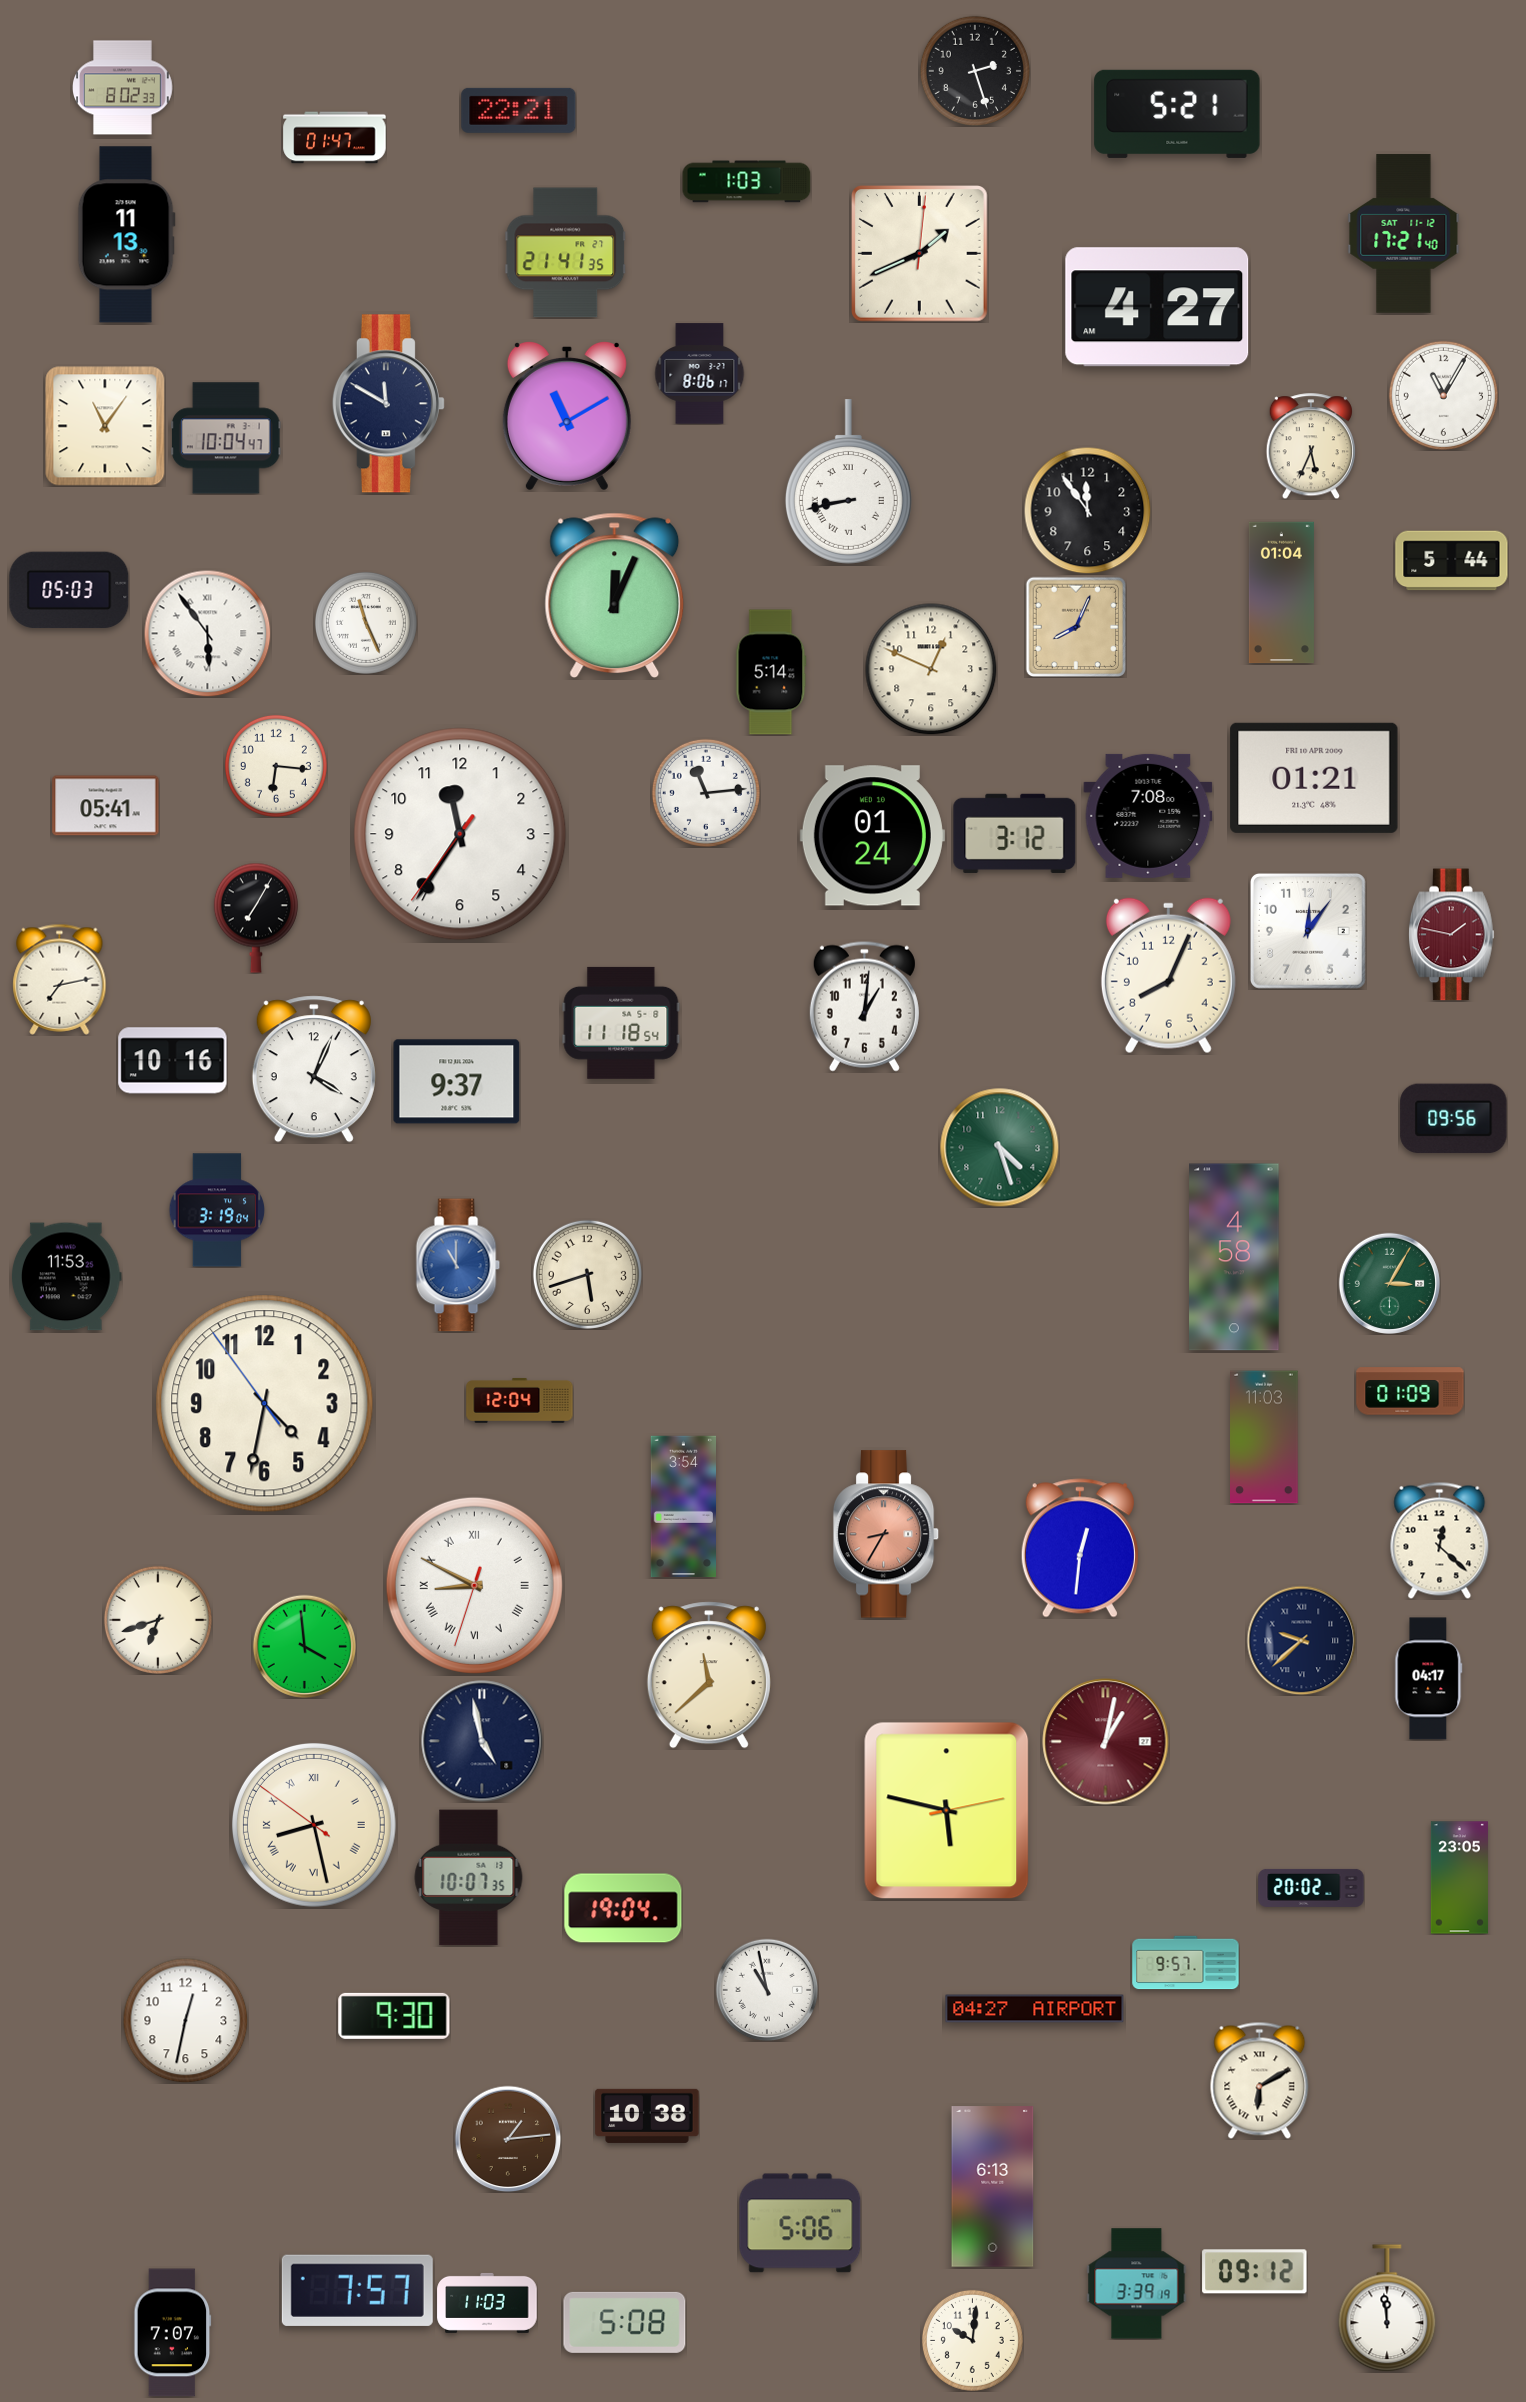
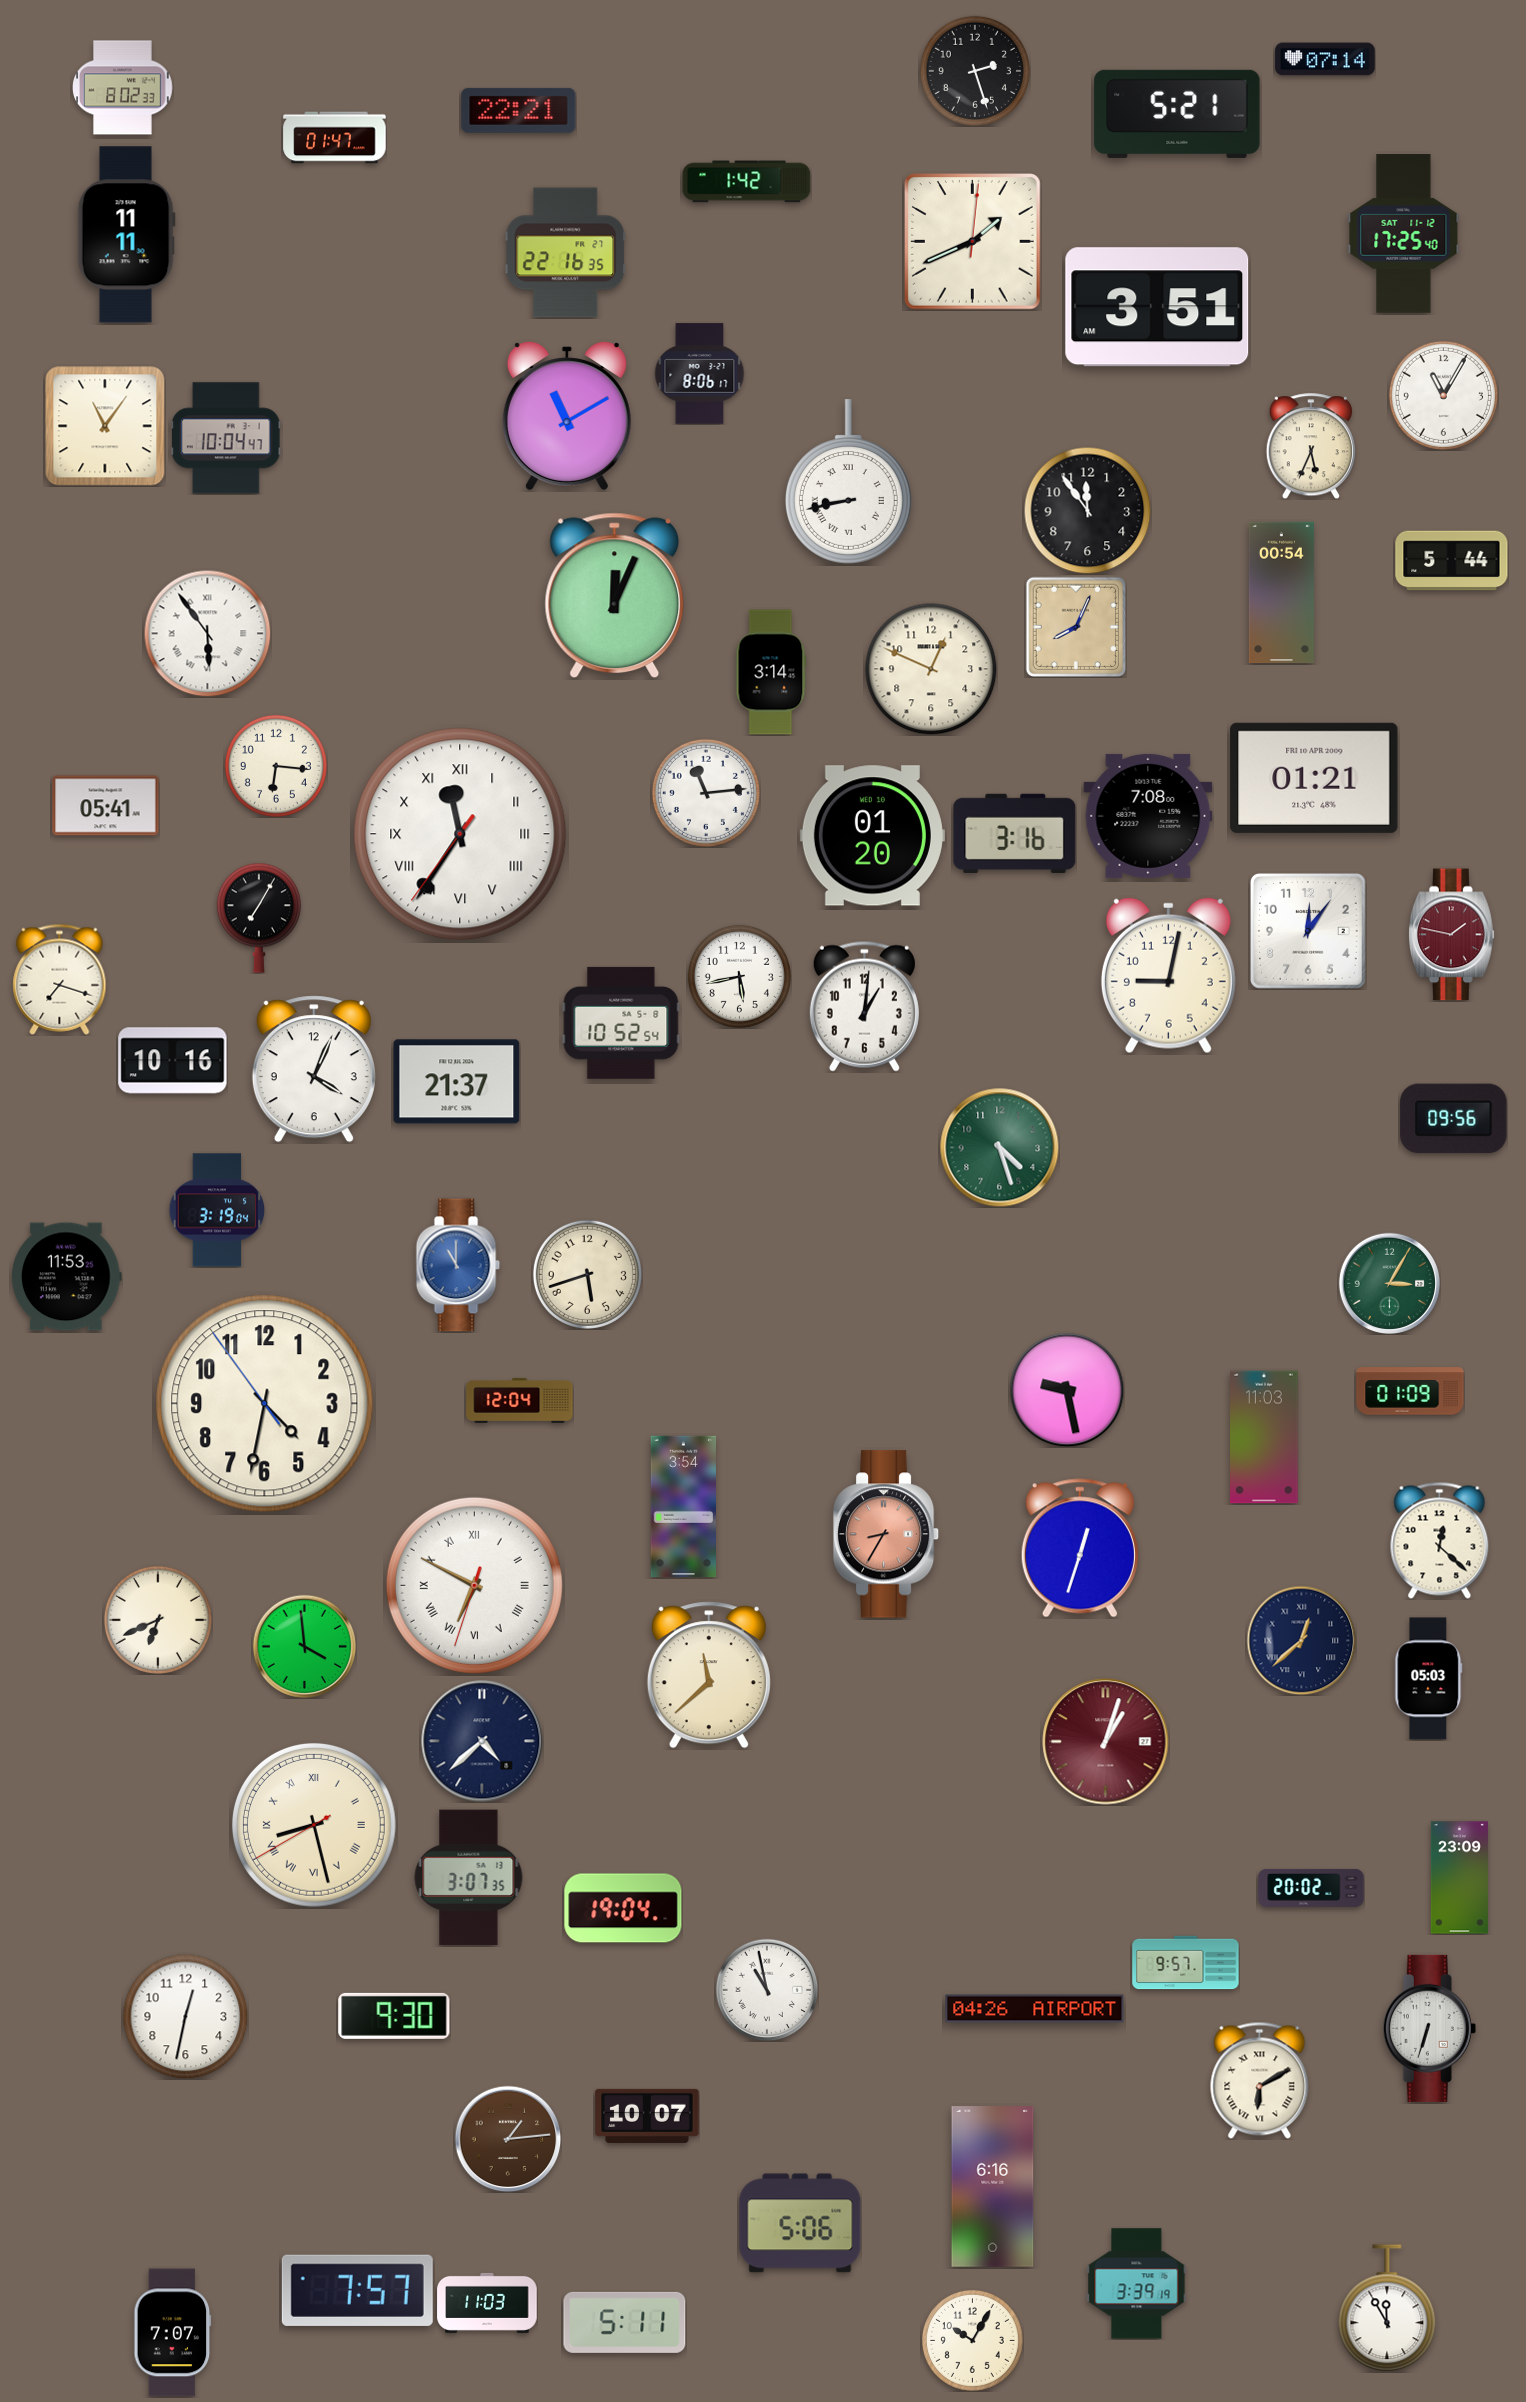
clock at (1325, 59): none -> 07:14
clock at (747, 182): 1:03 -> 1:42
clock at (1404, 234): 17:21 -> 17:25
clock at (126, 235): 11:13 -> 11:11
clock at (566, 253): 21:41 -> 22:16
clock at (920, 254) position: (920, 254) -> (973, 242)
clock at (1157, 307): 4:27 -> 3:51
clock at (388, 404): 11:50 -> none
clock at (69, 590): 05:03 -> none
clock at (1281, 593): 01:04 -> 00:54
clock at (366, 623): 11:26 -> none
clock at (771, 672): 5:14 -> 3:14
clock at (1015, 833): 3:12 -> 3:16
clock at (460, 834) numerals: Arabic -> Roman
clock at (872, 836): 01:24 -> 01:20
clock at (256, 918) position: (256, 918) -> (259, 918)
clock at (739, 976): none -> 5:43
clock at (1168, 976): 8:04 -> 9:02
clock at (60, 979): 7:13 -> 7:18
clock at (621, 1023): 11:18 -> 10:52
clock at (457, 1082): 9:37 -> 21:37
clock at (1234, 1257): 4:58 -> none
clock at (1067, 1390): none -> 9:28
clock at (1080, 1548): 12:31 -> 12:33
clock at (474, 1585): 8:49 -> 6:49
clock at (158, 1620): 6:42 -> 6:41
clock at (1301, 1640): 9:38 -> 12:38
clock at (1429, 1679): 04:17 -> 05:03
clock at (482, 1741): 4:58 -> 4:38
clock at (1106, 1742): 1:02 -> 1:03
clock at (947, 1811): 5:47 -> none
clock at (314, 1825): 8:27:51 -> 8:27:40
clock at (469, 1878): 10:07 -> 3:07
clock at (1459, 1878): 23:05 -> 23:09
clock at (1035, 2009): 04:27 -> 04:26
clock at (185, 2020) position: (185, 2020) -> (185, 2016)
clock at (1429, 2028): none -> 6:33
clock at (647, 2116): 10:38 -> 10:07
clock at (993, 2187): 6:13 -> 6:16
clock at (1255, 2272): 09:12 -> none
clock at (1387, 2308): 11:59 -> 11:55
clock at (625, 2322): 5:08 -> 5:11
clock at (972, 2340): 10:01 -> 10:05
